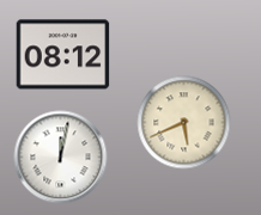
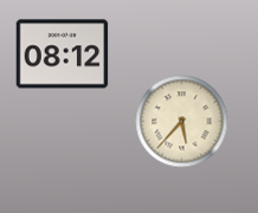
clock at (183, 122): 5:41 -> 5:37
clock at (60, 156): 12:02 -> none
